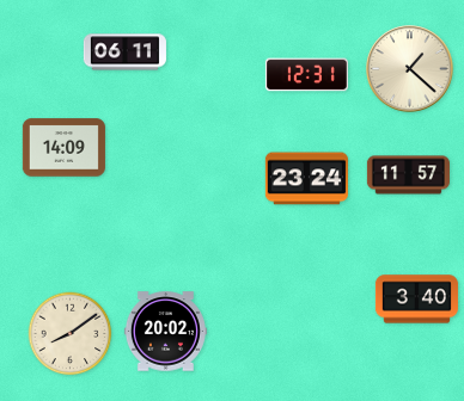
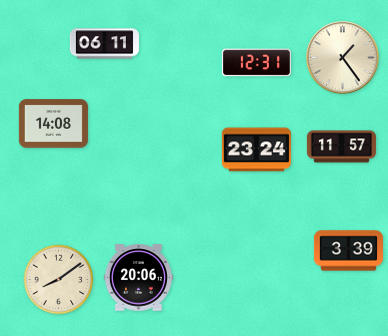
clock at (410, 69): 1:22 -> 1:24
clock at (63, 148): 14:09 -> 14:08
clock at (416, 300): 3:40 -> 3:39
clock at (165, 332): 20:02 -> 20:06
